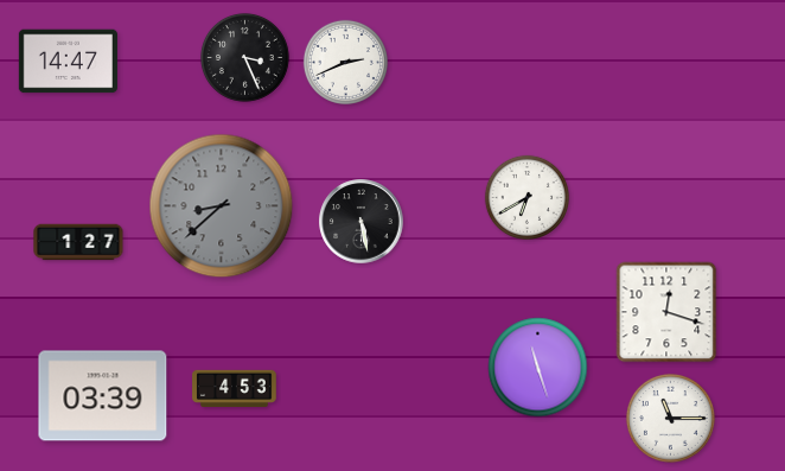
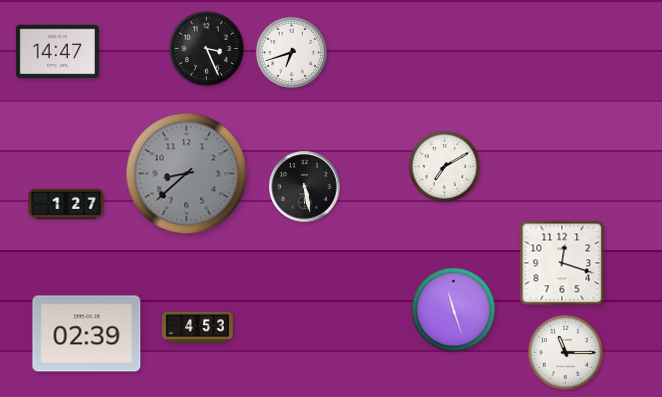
clock at (345, 62): 2:41 -> 6:42
clock at (526, 197): 6:40 -> 7:10
clock at (103, 396): 03:39 -> 02:39
